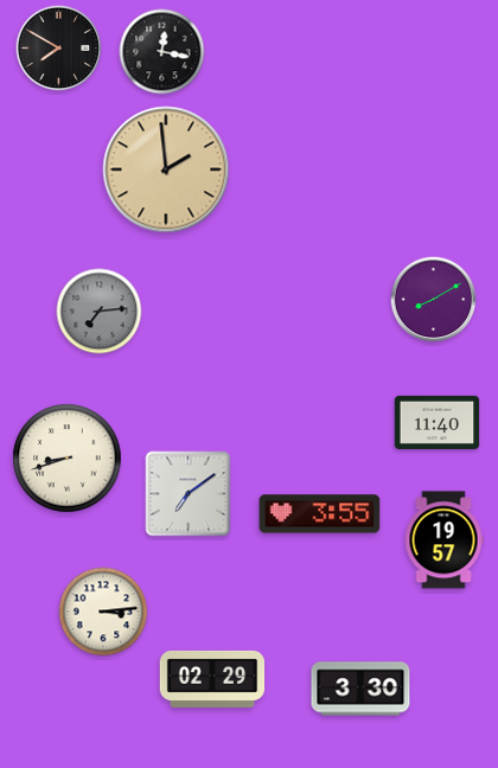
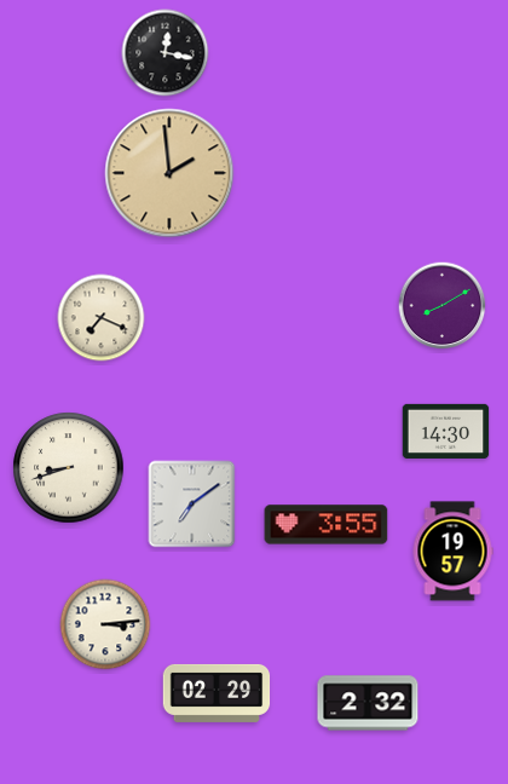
clock at (59, 49): 7:50 -> none
clock at (100, 312): 7:14 -> 7:19
clock at (100, 312) dial: grey -> cream
clock at (438, 422): 11:40 -> 14:30
clock at (360, 689): 3:30 -> 2:32
